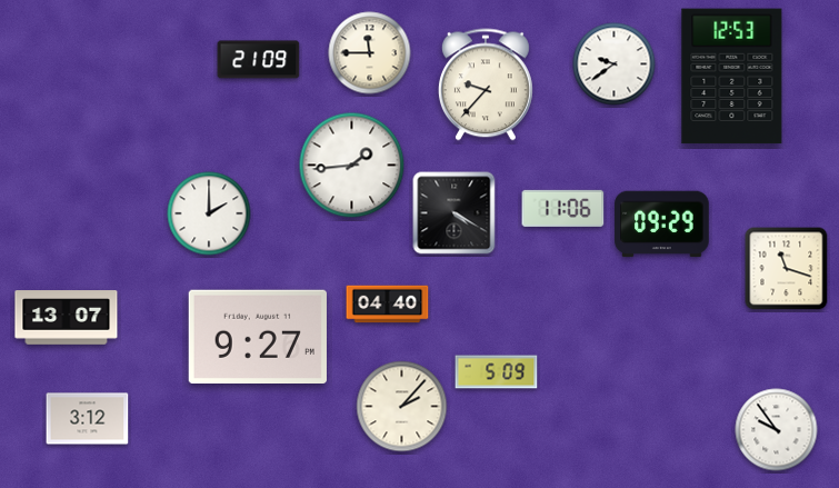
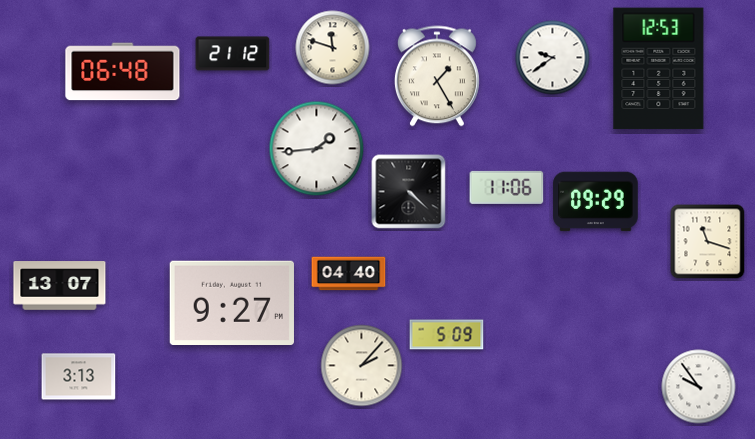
clock at (370, 53): 11:45 -> 11:48
clock at (259, 60): 21:09 -> 21:12
clock at (123, 72): none -> 06:48
clock at (486, 84): 9:37 -> 1:25
clock at (209, 213): 2:00 -> none
clock at (455, 213): 4:20 -> 4:22
clock at (88, 419): 3:12 -> 3:13
